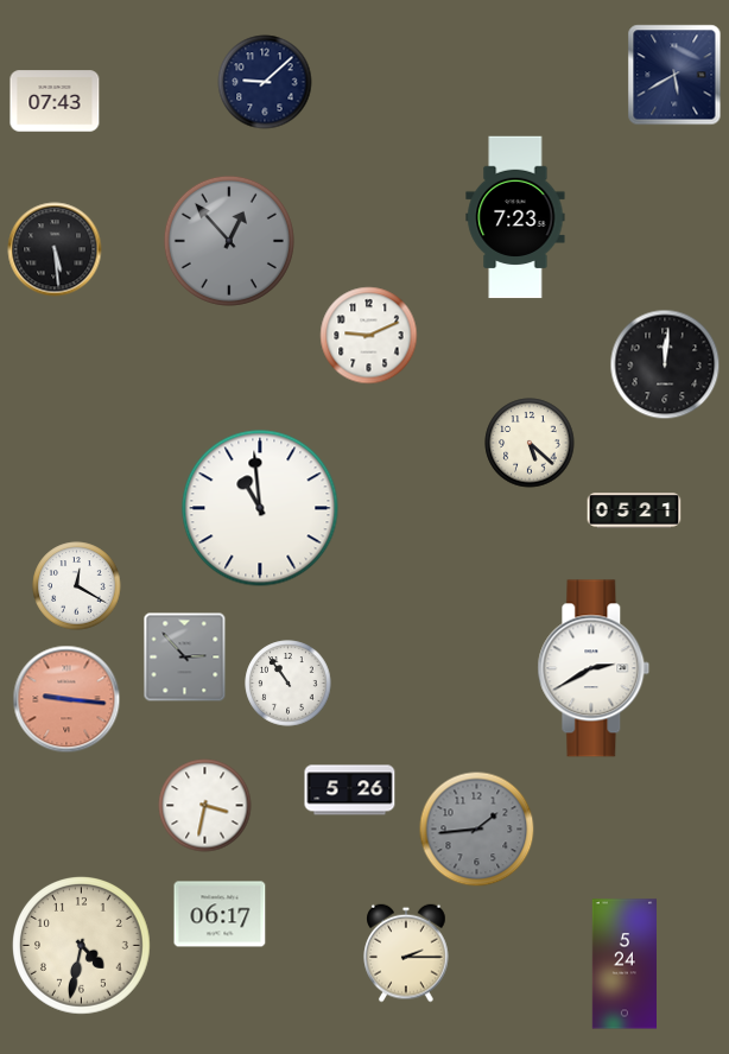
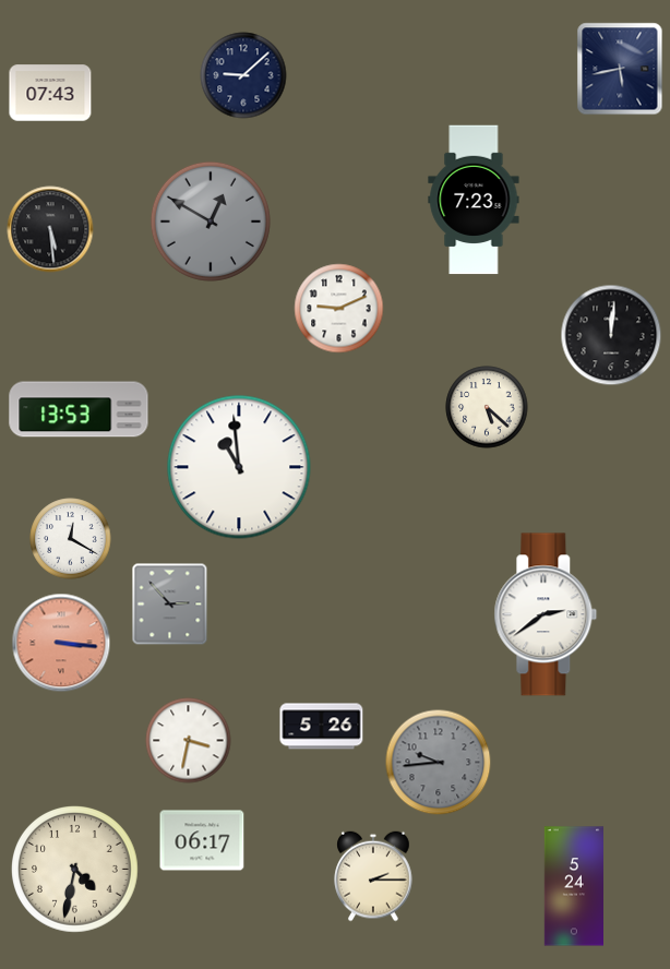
clock at (674, 75): 5:40 -> 5:43
clock at (229, 241): 12:53 -> 12:50
clock at (79, 409): none -> 13:53
clock at (634, 510): 05:21 -> none
clock at (594, 668): 2:40 -> 2:39
clock at (289, 684): 10:54 -> none
clock at (66, 699): 9:16 -> 3:16
clock at (477, 830): 1:44 -> 9:44
